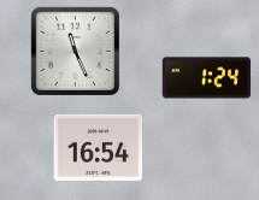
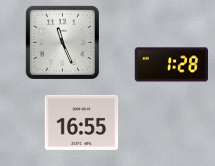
clock at (207, 78): 1:24 -> 1:28
clock at (99, 147): 16:54 -> 16:55
